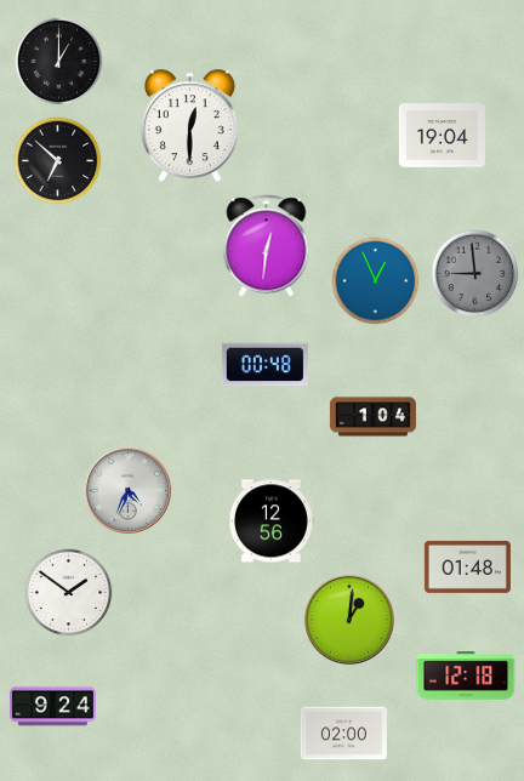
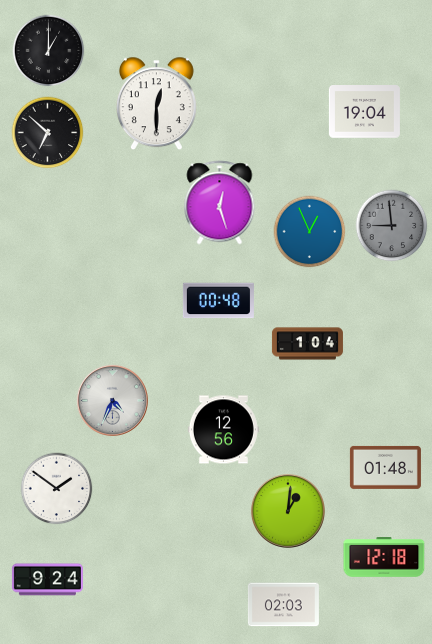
clock at (267, 246): 12:31 -> 12:27
clock at (127, 490) position: (127, 490) -> (112, 400)
clock at (52, 707) position: (52, 707) -> (47, 580)
clock at (343, 734): 02:00 -> 02:03
